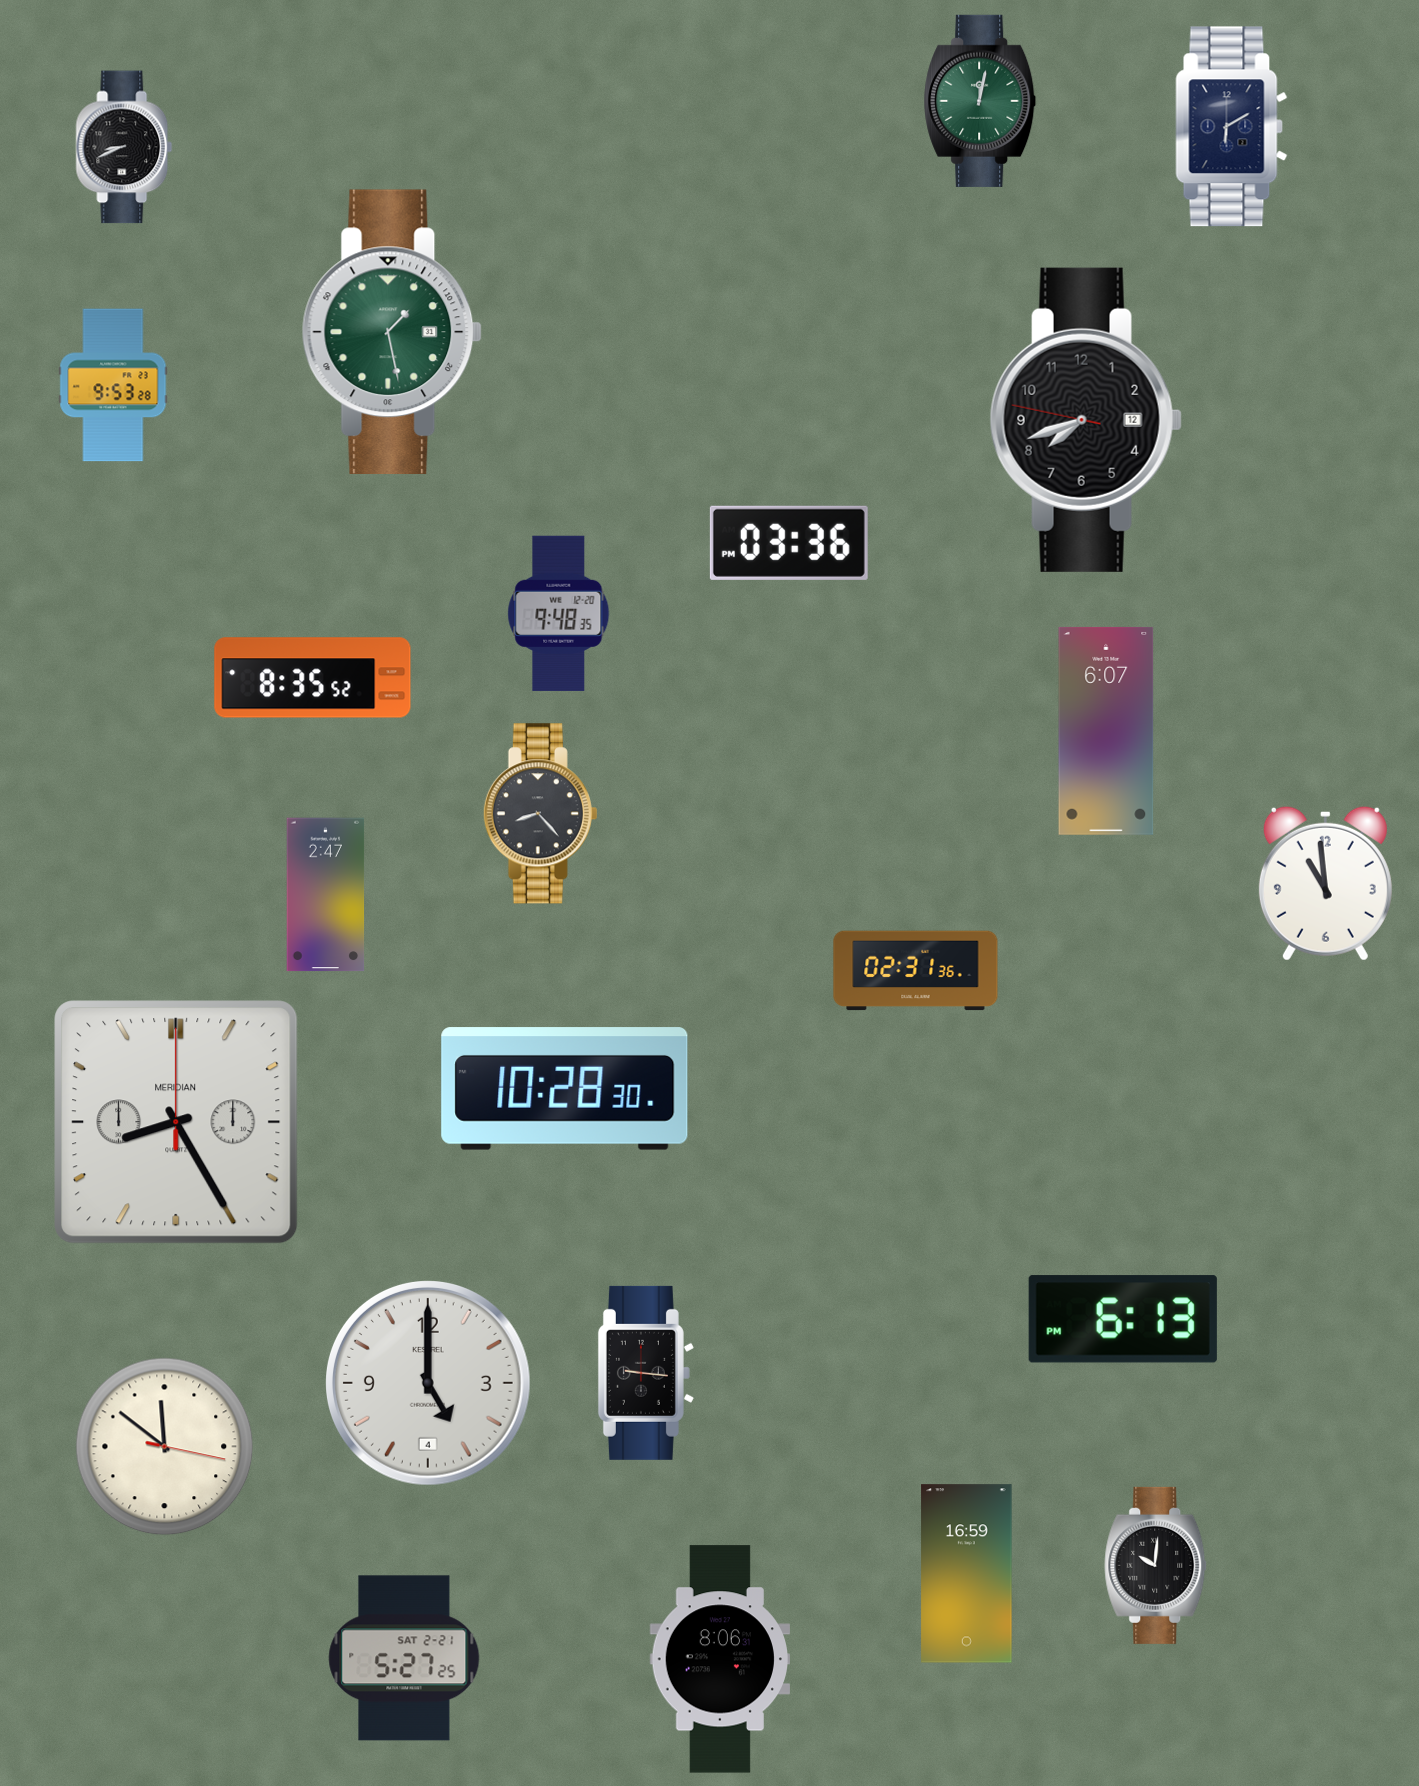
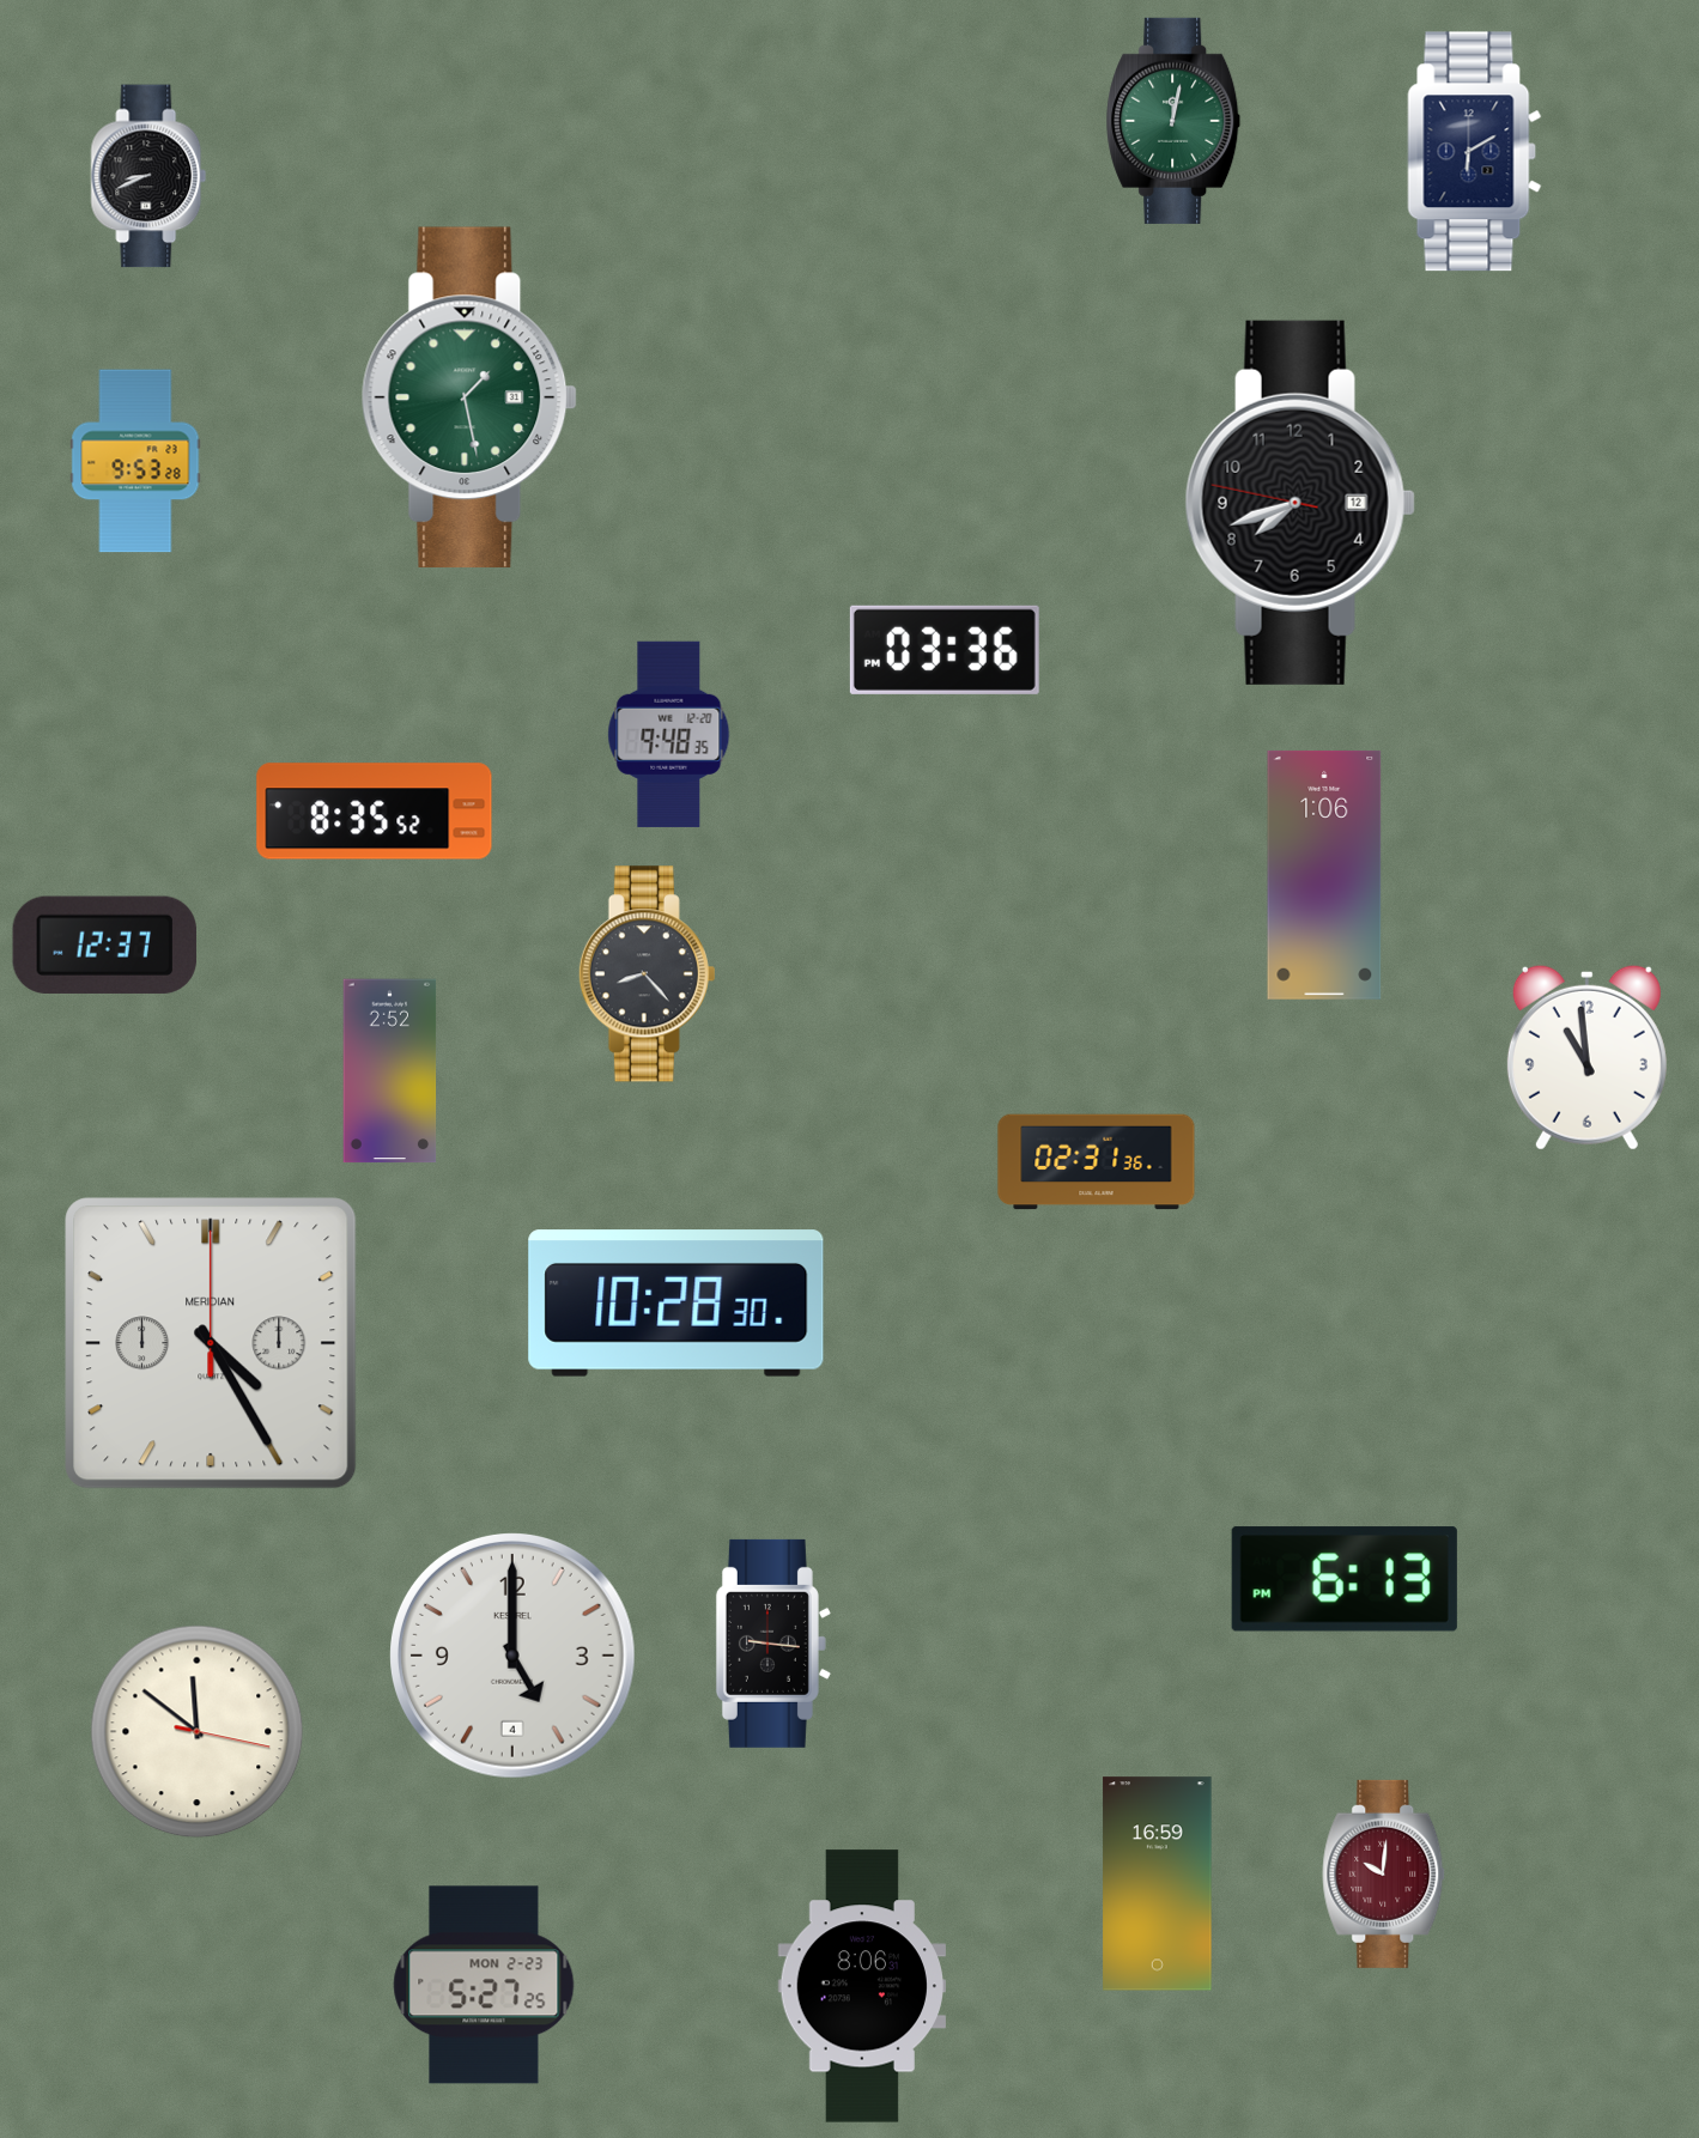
clock at (1106, 731): 6:07 -> 1:06
clock at (104, 945): none -> 12:37
clock at (326, 895): 2:47 -> 2:52
clock at (176, 1122): 8:25 -> 4:25
clock at (1156, 1565) dial: black -> burgundy
clock at (404, 1658) date: SAT 2-21 -> MON 2-23
